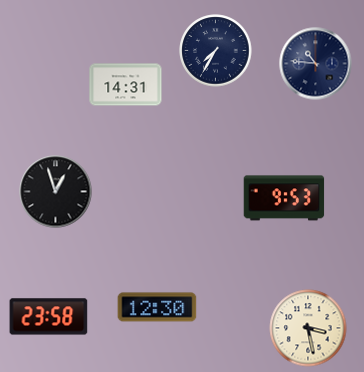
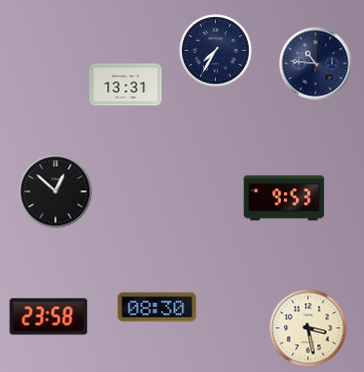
clock at (126, 85): 14:31 -> 13:31
clock at (56, 192): 12:57 -> 12:52
clock at (157, 307): 12:30 -> 08:30
